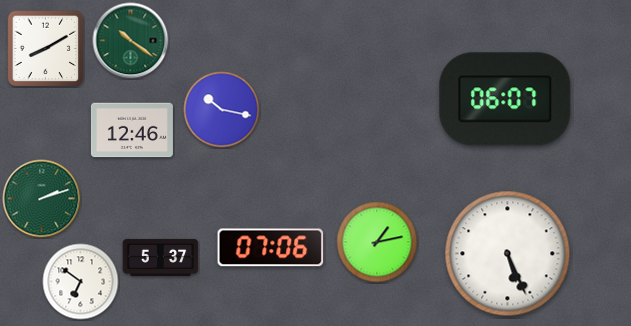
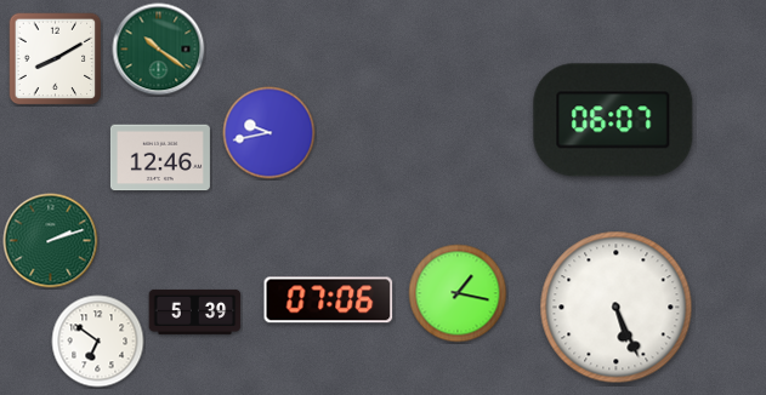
clock at (222, 110): 10:17 -> 9:43
clock at (377, 242): 1:13 -> 1:17
clock at (161, 257): 5:37 -> 5:39
